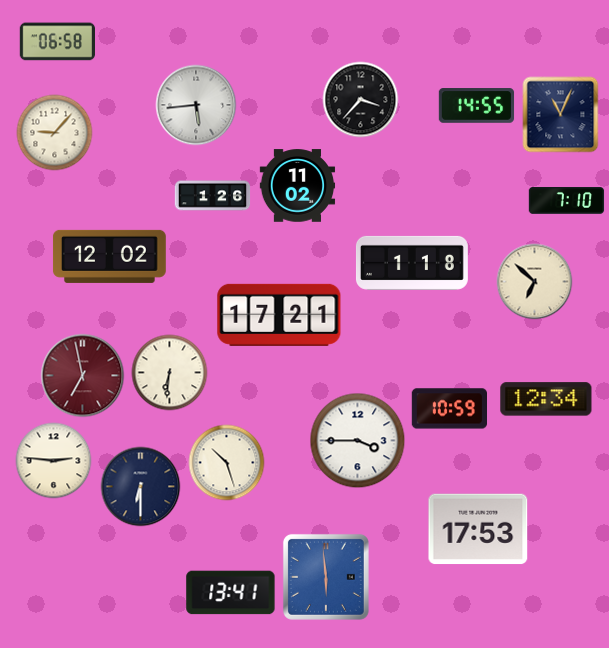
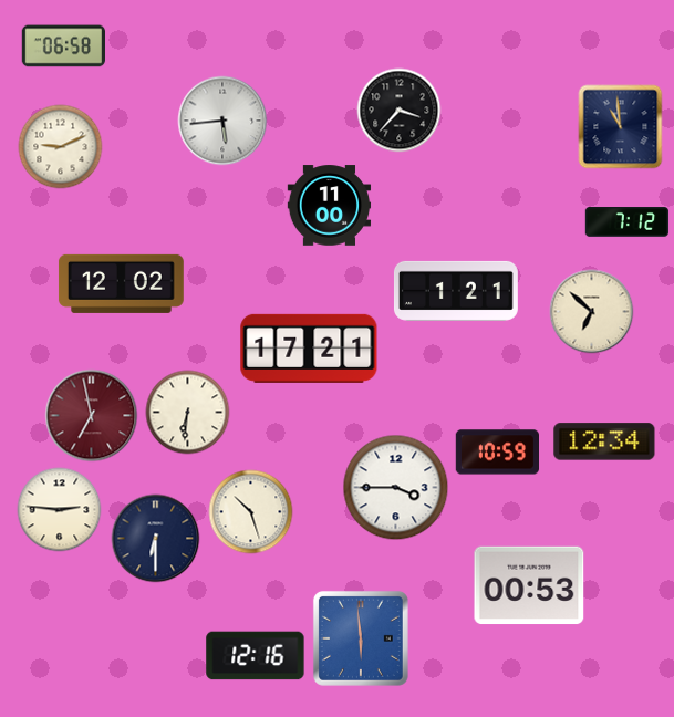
clock at (196, 105) position: (196, 105) -> (222, 121)
clock at (477, 106): 14:55 -> none
clock at (561, 115): 11:04 -> 10:59
clock at (55, 133): 9:07 -> 9:11
clock at (298, 186): 11:02 -> 11:00
clock at (213, 196): 1:26 -> none
clock at (567, 201): 7:10 -> 7:12
clock at (412, 263): 1:18 -> 1:21
clock at (478, 529): 17:53 -> 00:53
clock at (231, 593): 13:41 -> 12:16
